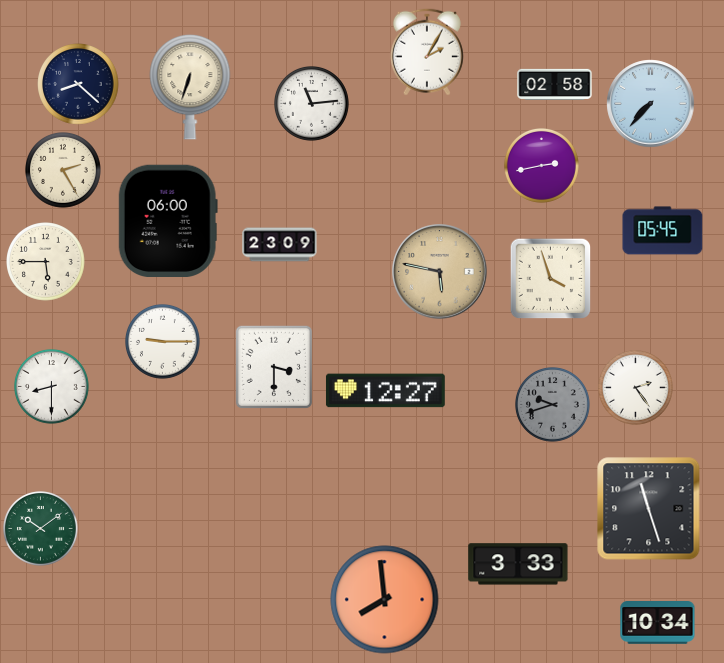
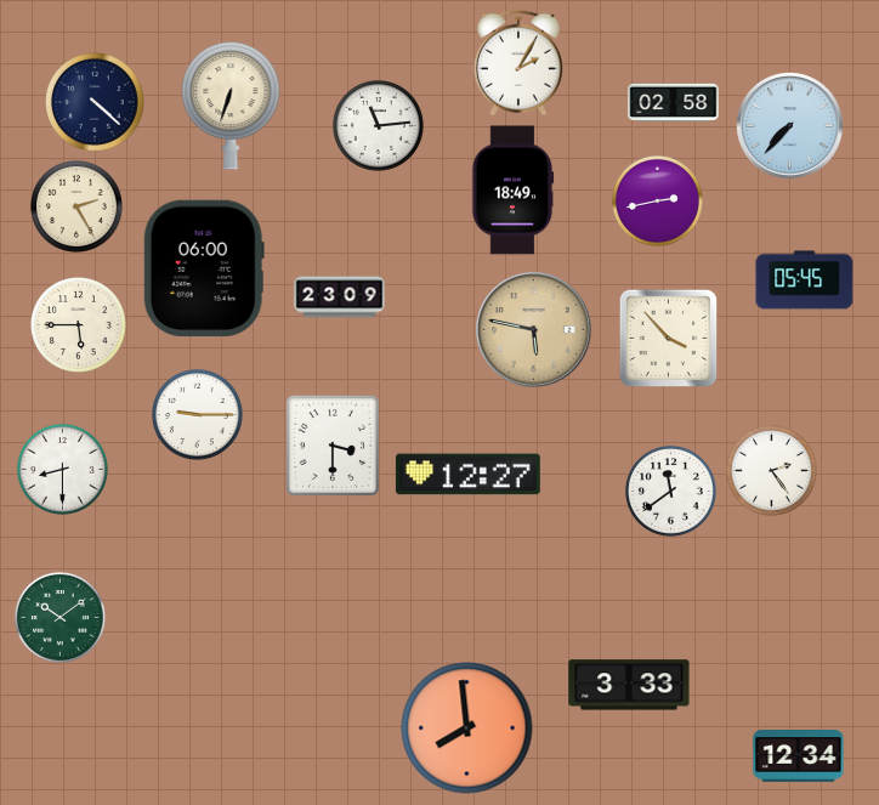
clock at (78, 84): 8:22 -> 4:22
clock at (512, 191): none -> 18:49
clock at (46, 262) position: (46, 262) -> (79, 325)
clock at (551, 279): 3:57 -> 3:53
clock at (553, 405): 9:42 -> 11:39
clock at (553, 405) dial: grey -> white
clock at (649, 509): 11:27 -> none
clock at (41, 529) position: (41, 529) -> (61, 618)
clock at (658, 623): 10:34 -> 12:34
